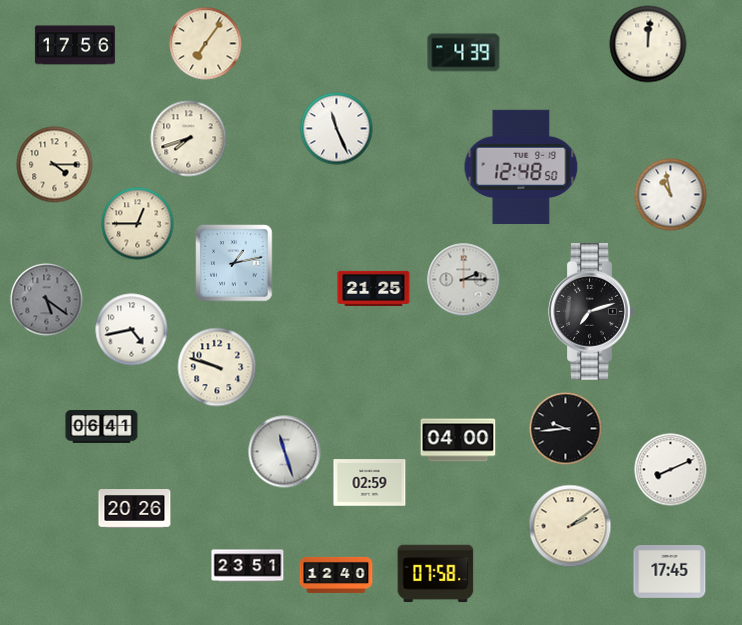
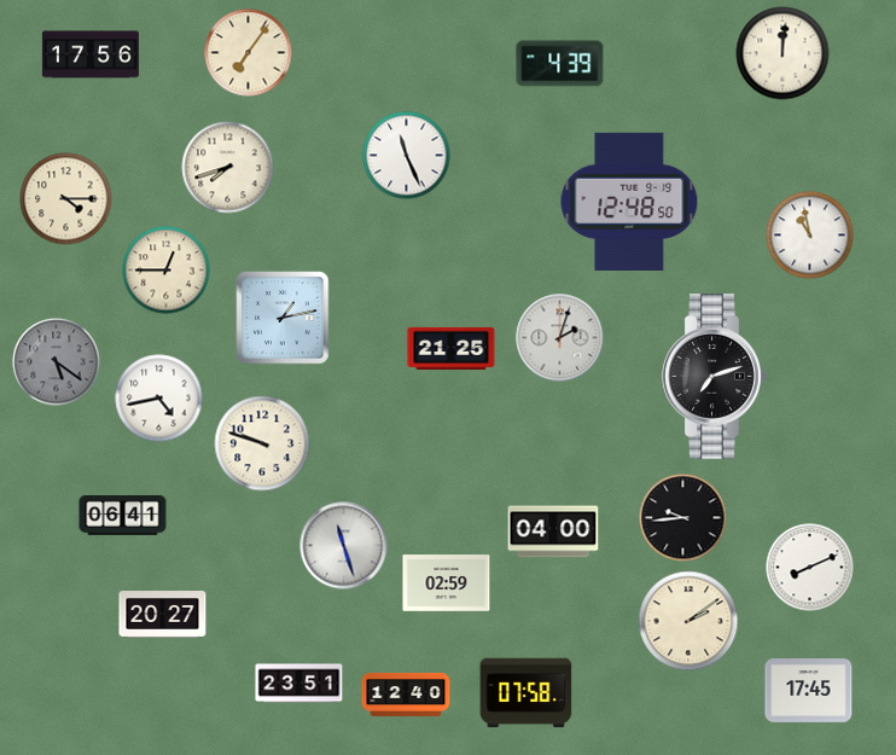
clock at (464, 280): 2:15 -> 2:03
clock at (135, 509): 20:26 -> 20:27
clock at (570, 526) position: (570, 526) -> (688, 621)
